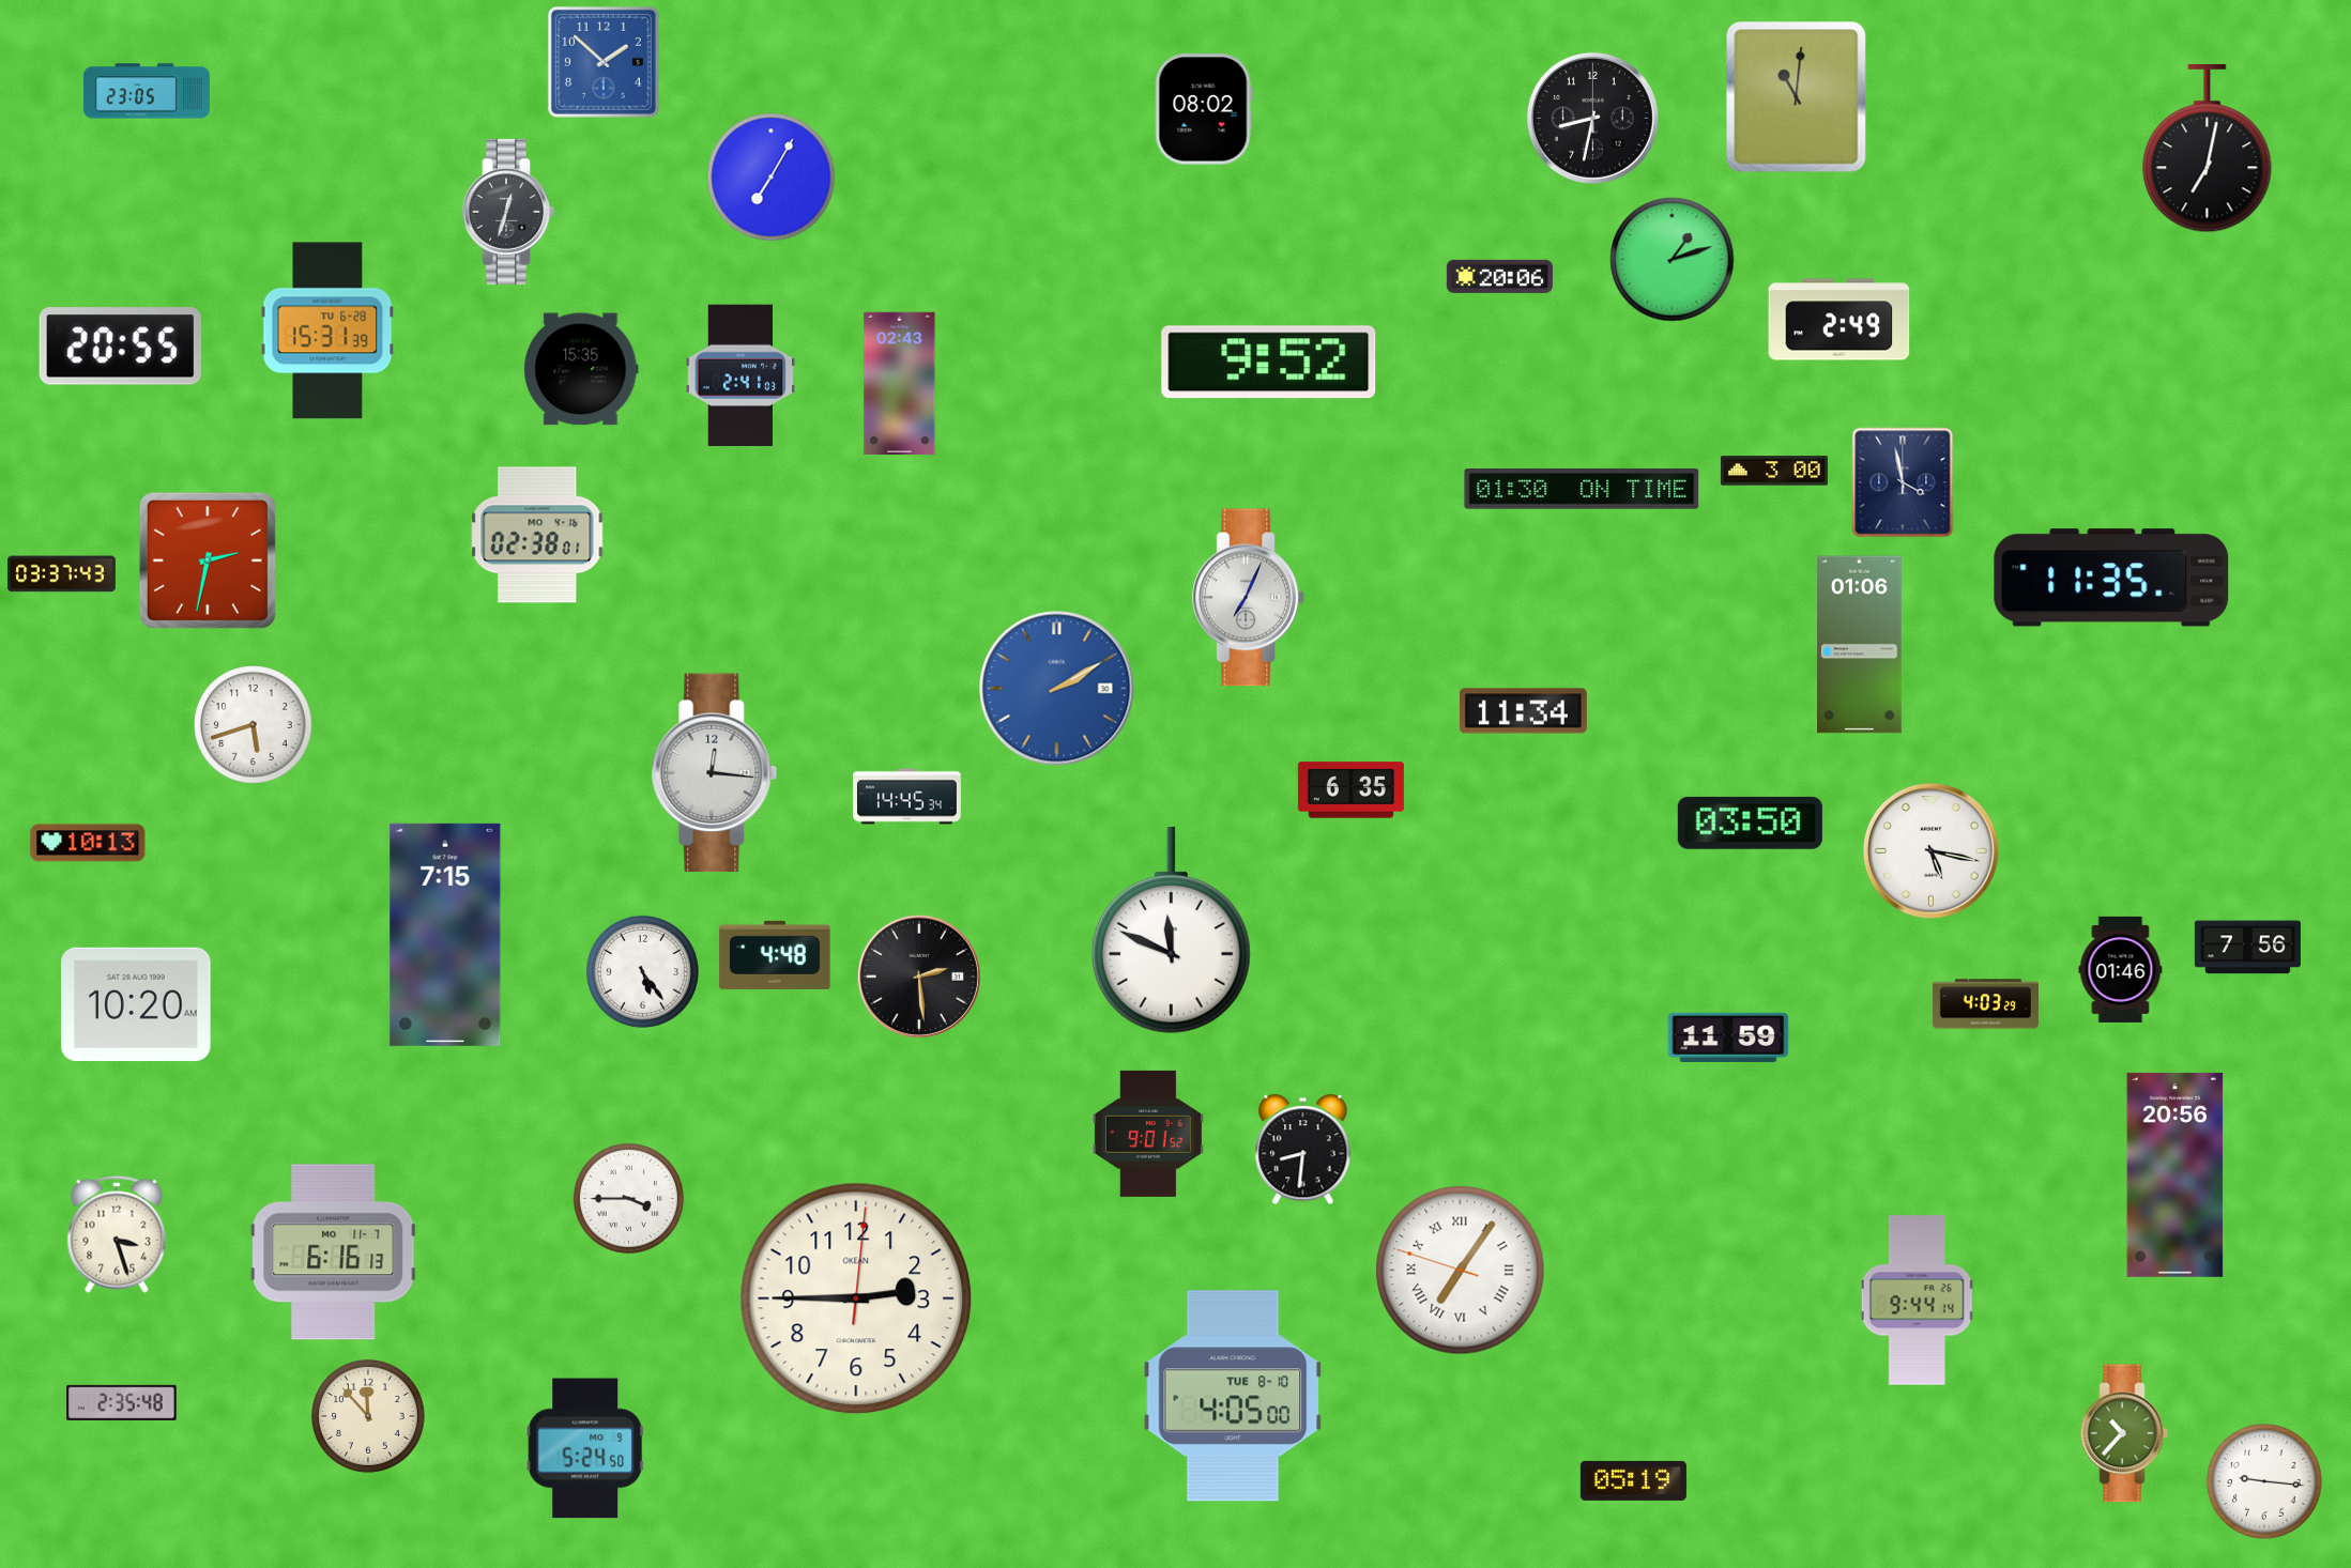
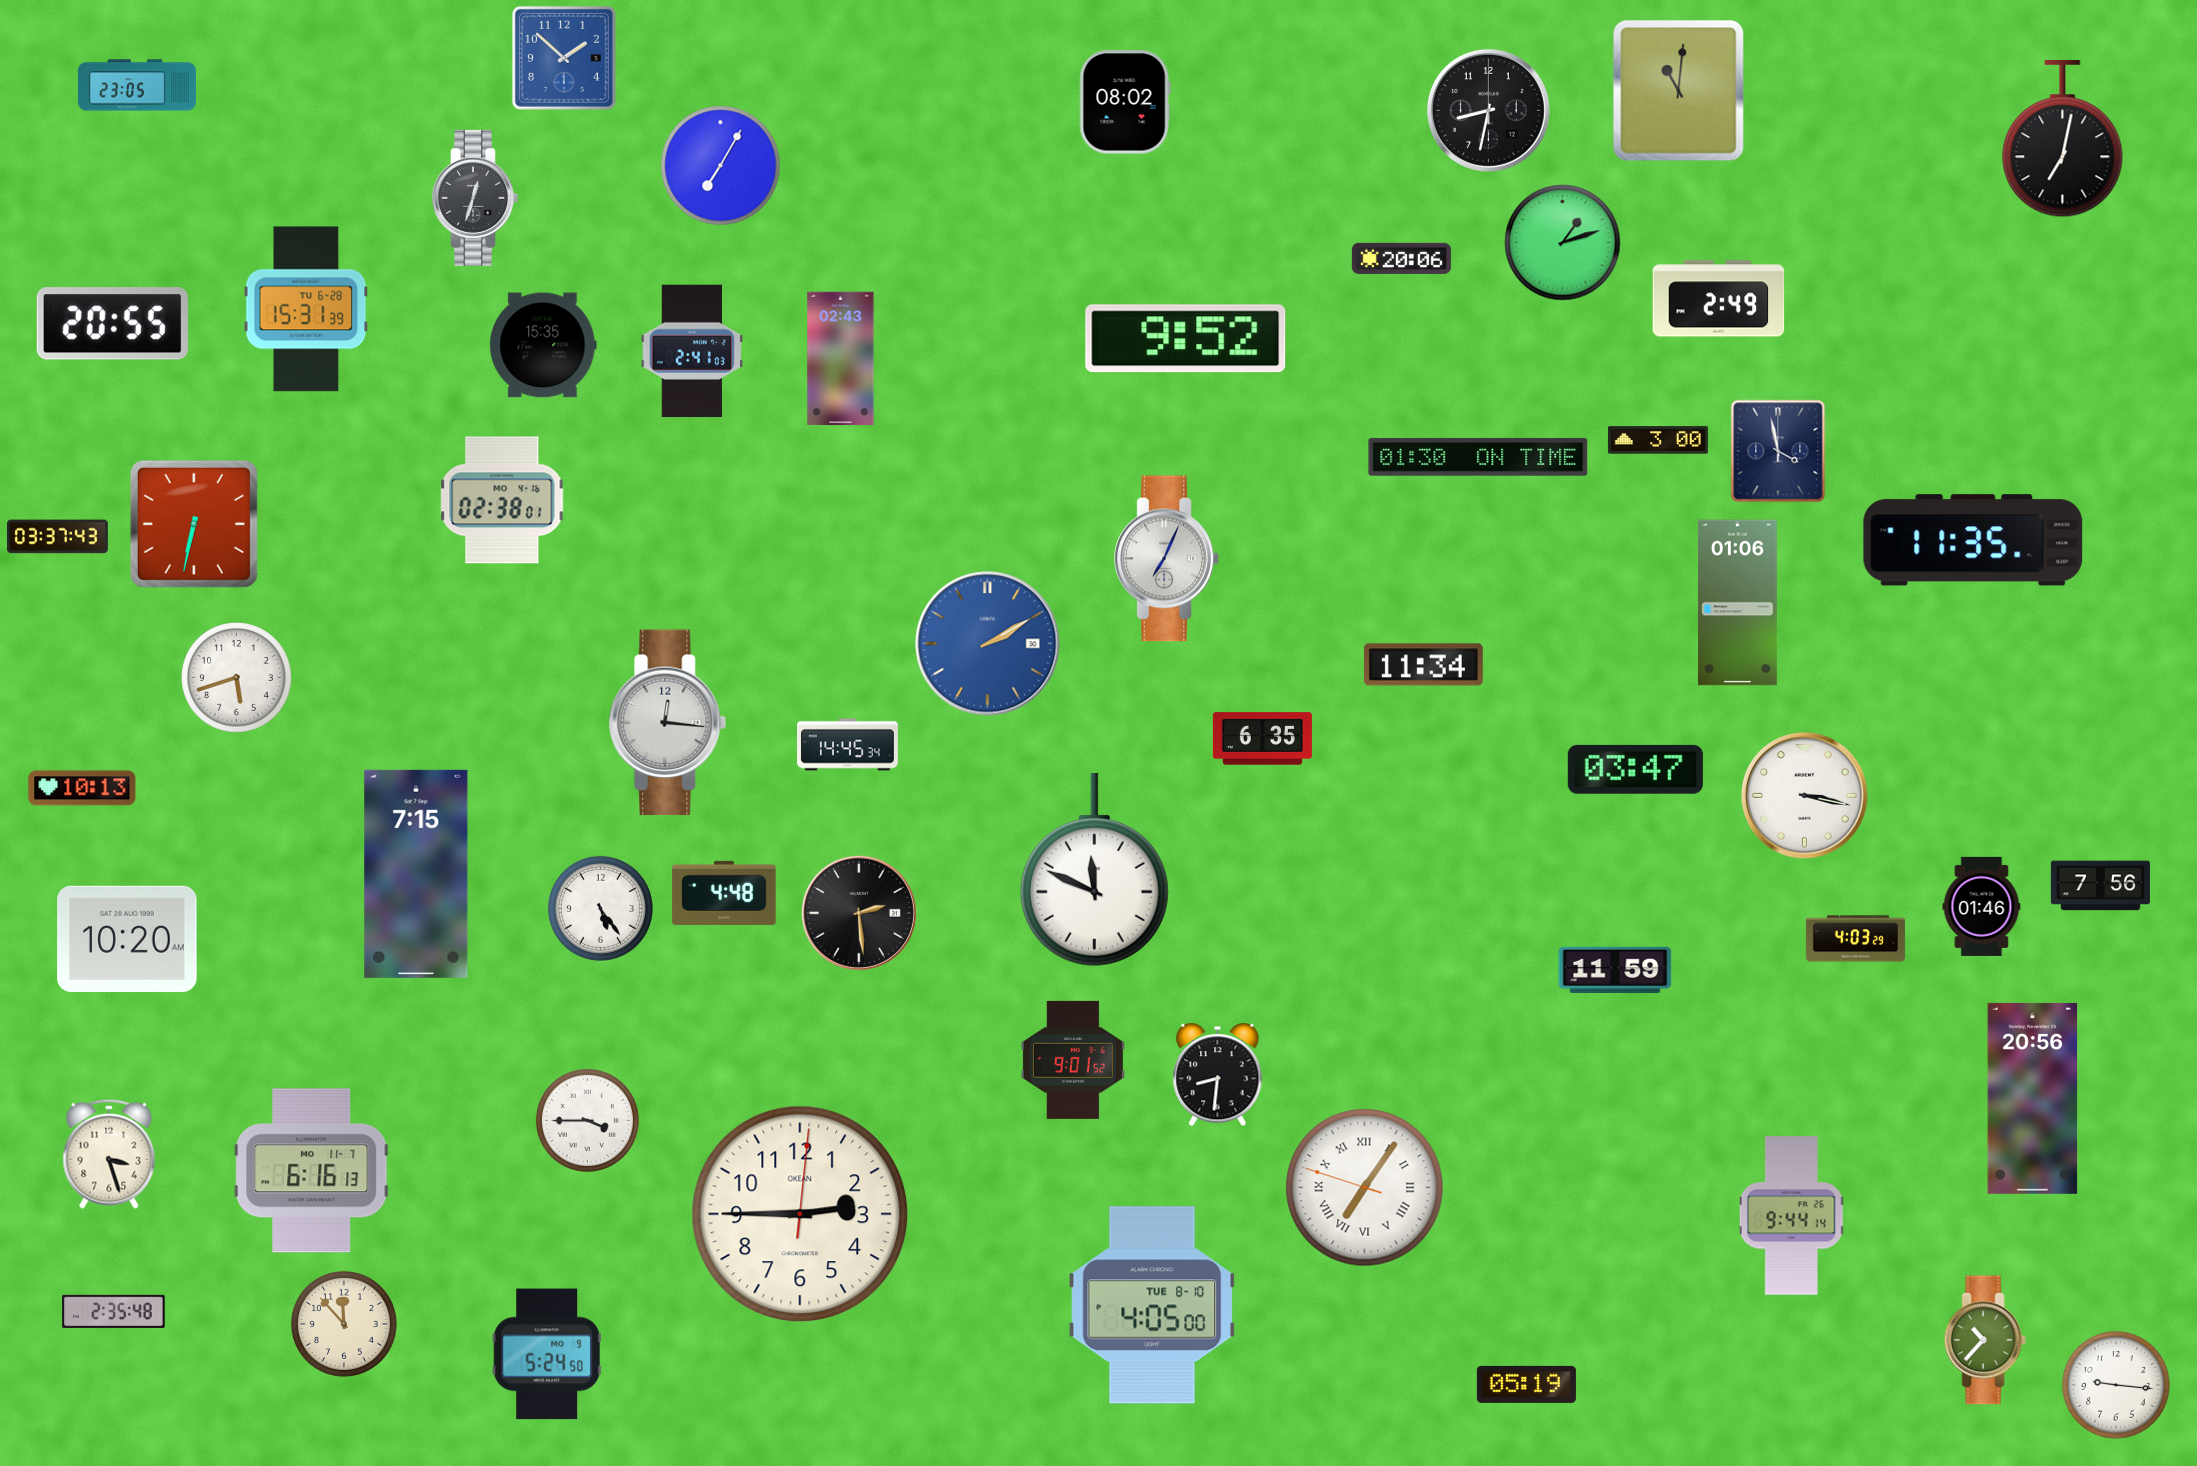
clock at (208, 560): 2:32 -> 6:32
clock at (1750, 823): 03:50 -> 03:47
clock at (1932, 851): 5:17 -> 3:17
